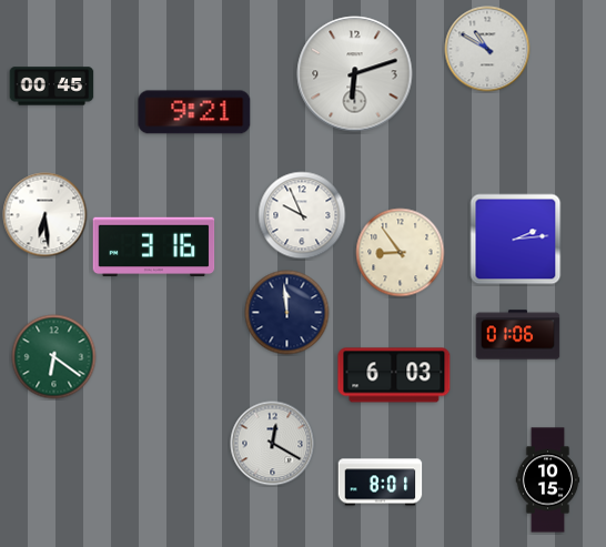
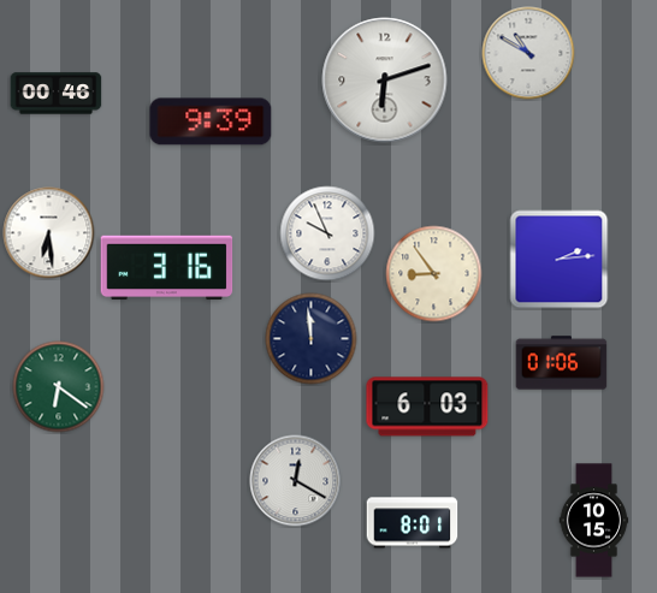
clock at (52, 87): 00:45 -> 00:46
clock at (194, 112): 9:21 -> 9:39
